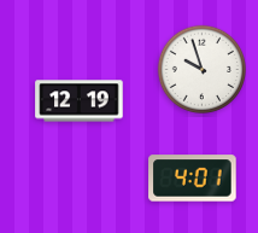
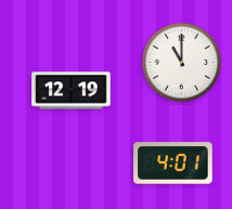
clock at (201, 69): 9:57 -> 11:00
clock at (193, 179) position: (193, 179) -> (173, 164)
